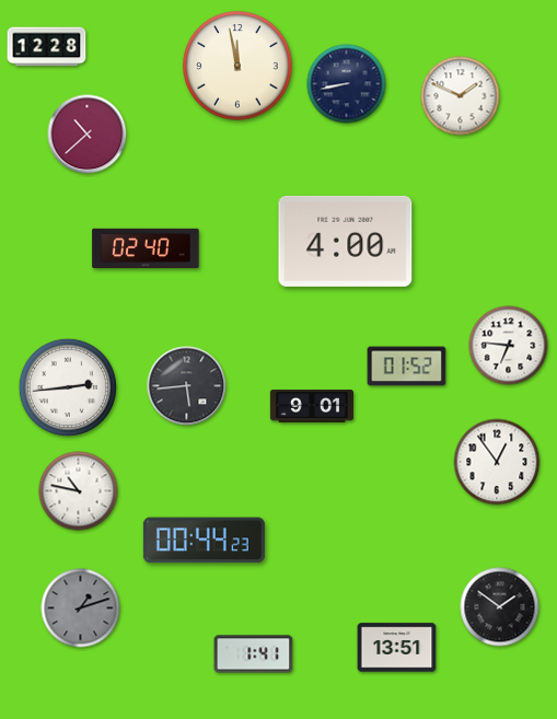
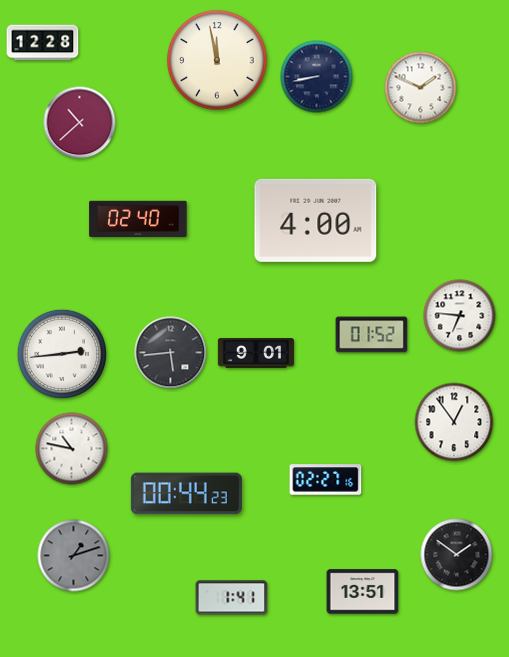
clock at (146, 248) position: (146, 248) -> (138, 219)
clock at (509, 346) position: (509, 346) -> (460, 316)
clock at (312, 406) position: (312, 406) -> (256, 353)
clock at (326, 480): none -> 02:27
